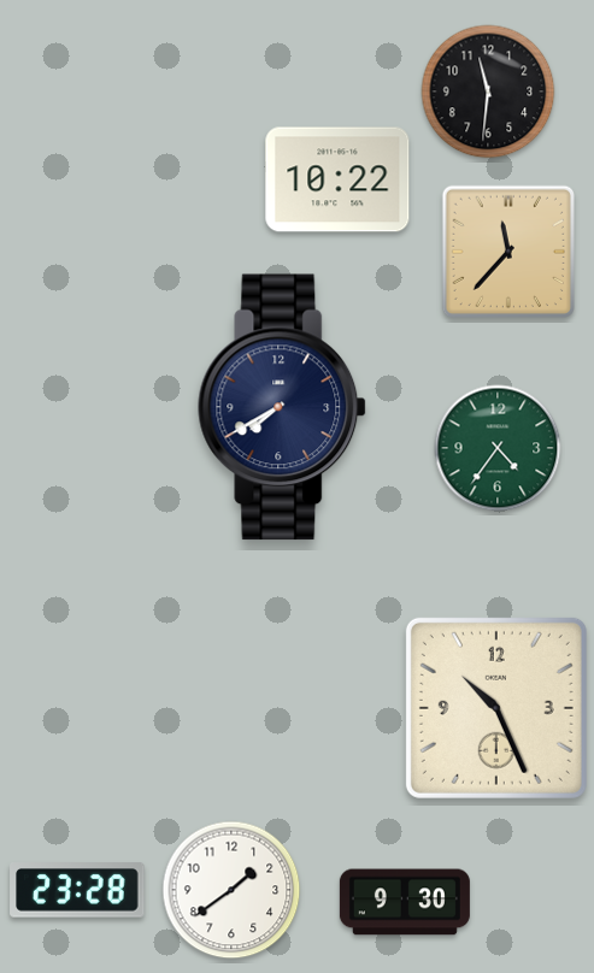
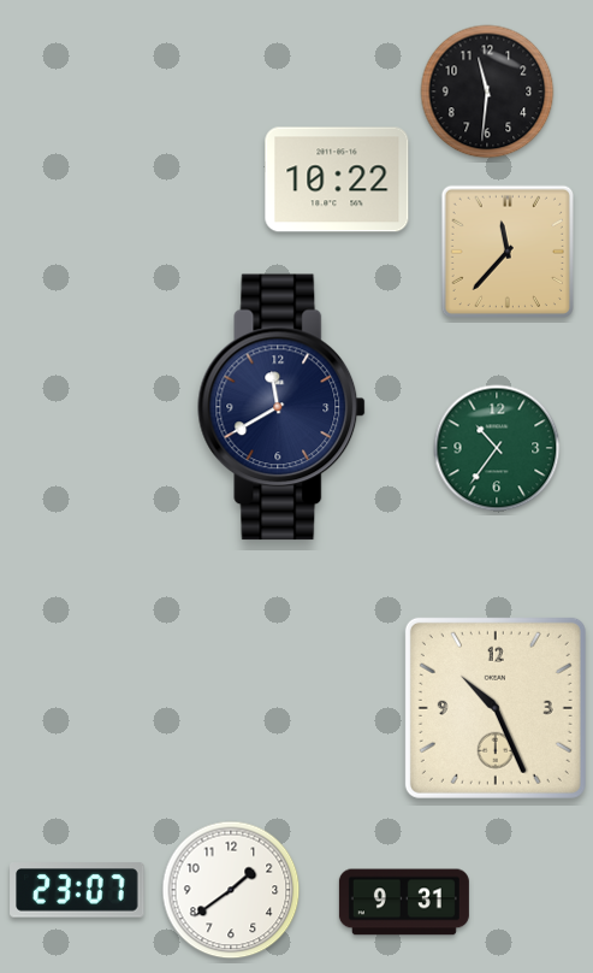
clock at (283, 407): 7:40 -> 11:40
clock at (498, 448): 4:36 -> 10:36
clock at (77, 890): 23:28 -> 23:07
clock at (405, 902): 9:30 -> 9:31
